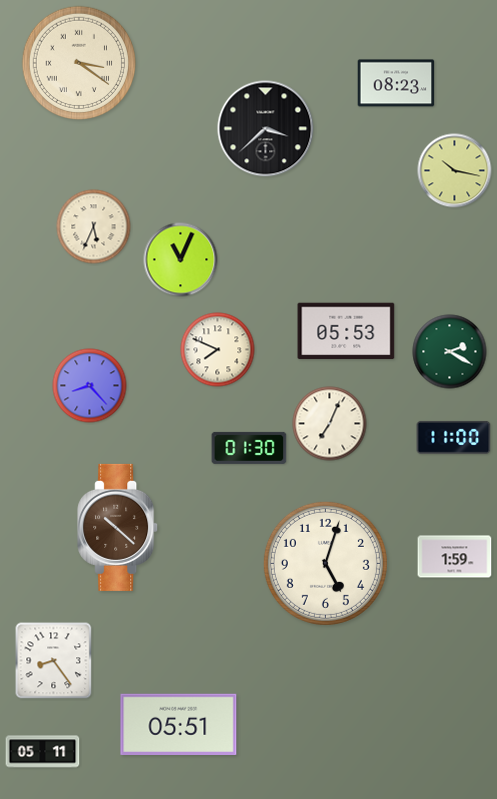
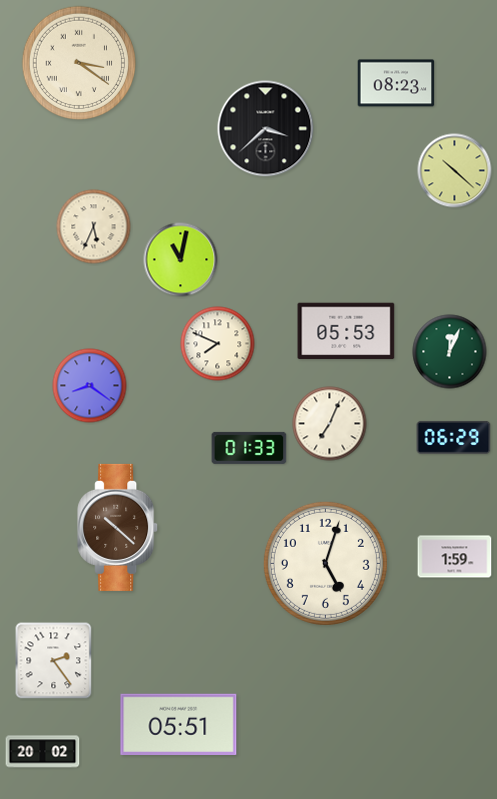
clock at (455, 171): 10:17 -> 10:22
clock at (181, 260): 11:04 -> 11:02
clock at (218, 350) position: (218, 350) -> (218, 344)
clock at (450, 352): 2:20 -> 12:04
clock at (90, 386): 8:23 -> 8:21
clock at (454, 437): 11:00 -> 06:29
clock at (249, 448): 01:30 -> 01:33
clock at (54, 661): 8:24 -> 2:24
clock at (43, 752): 05:11 -> 20:02
